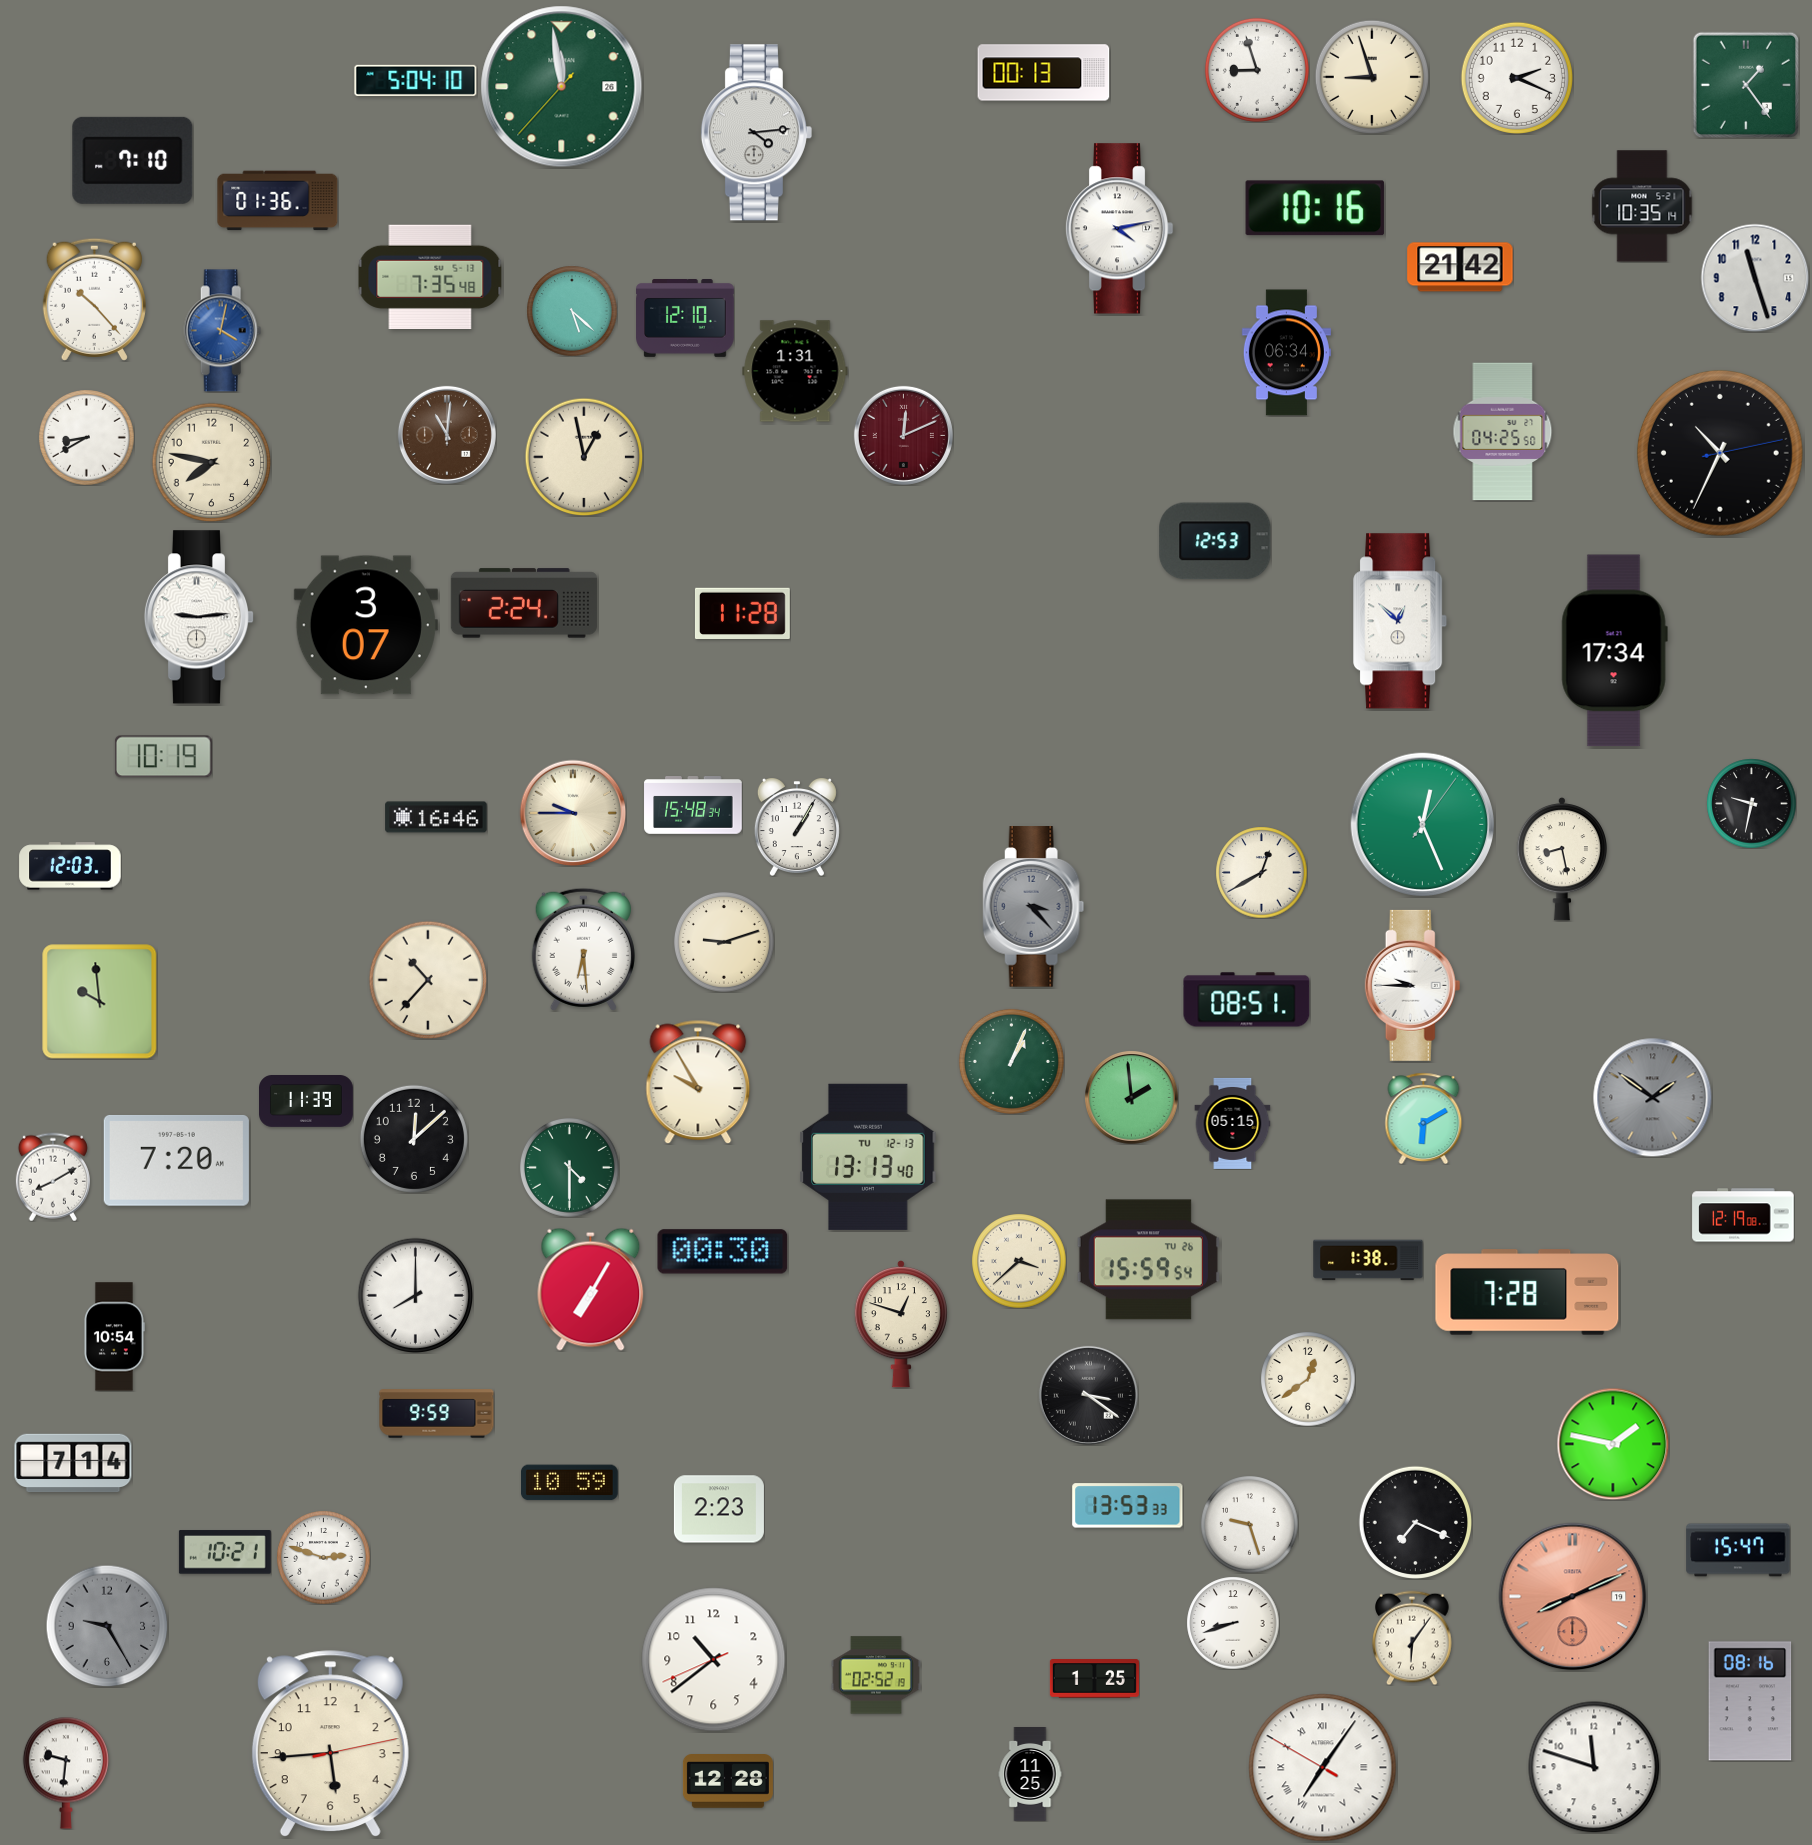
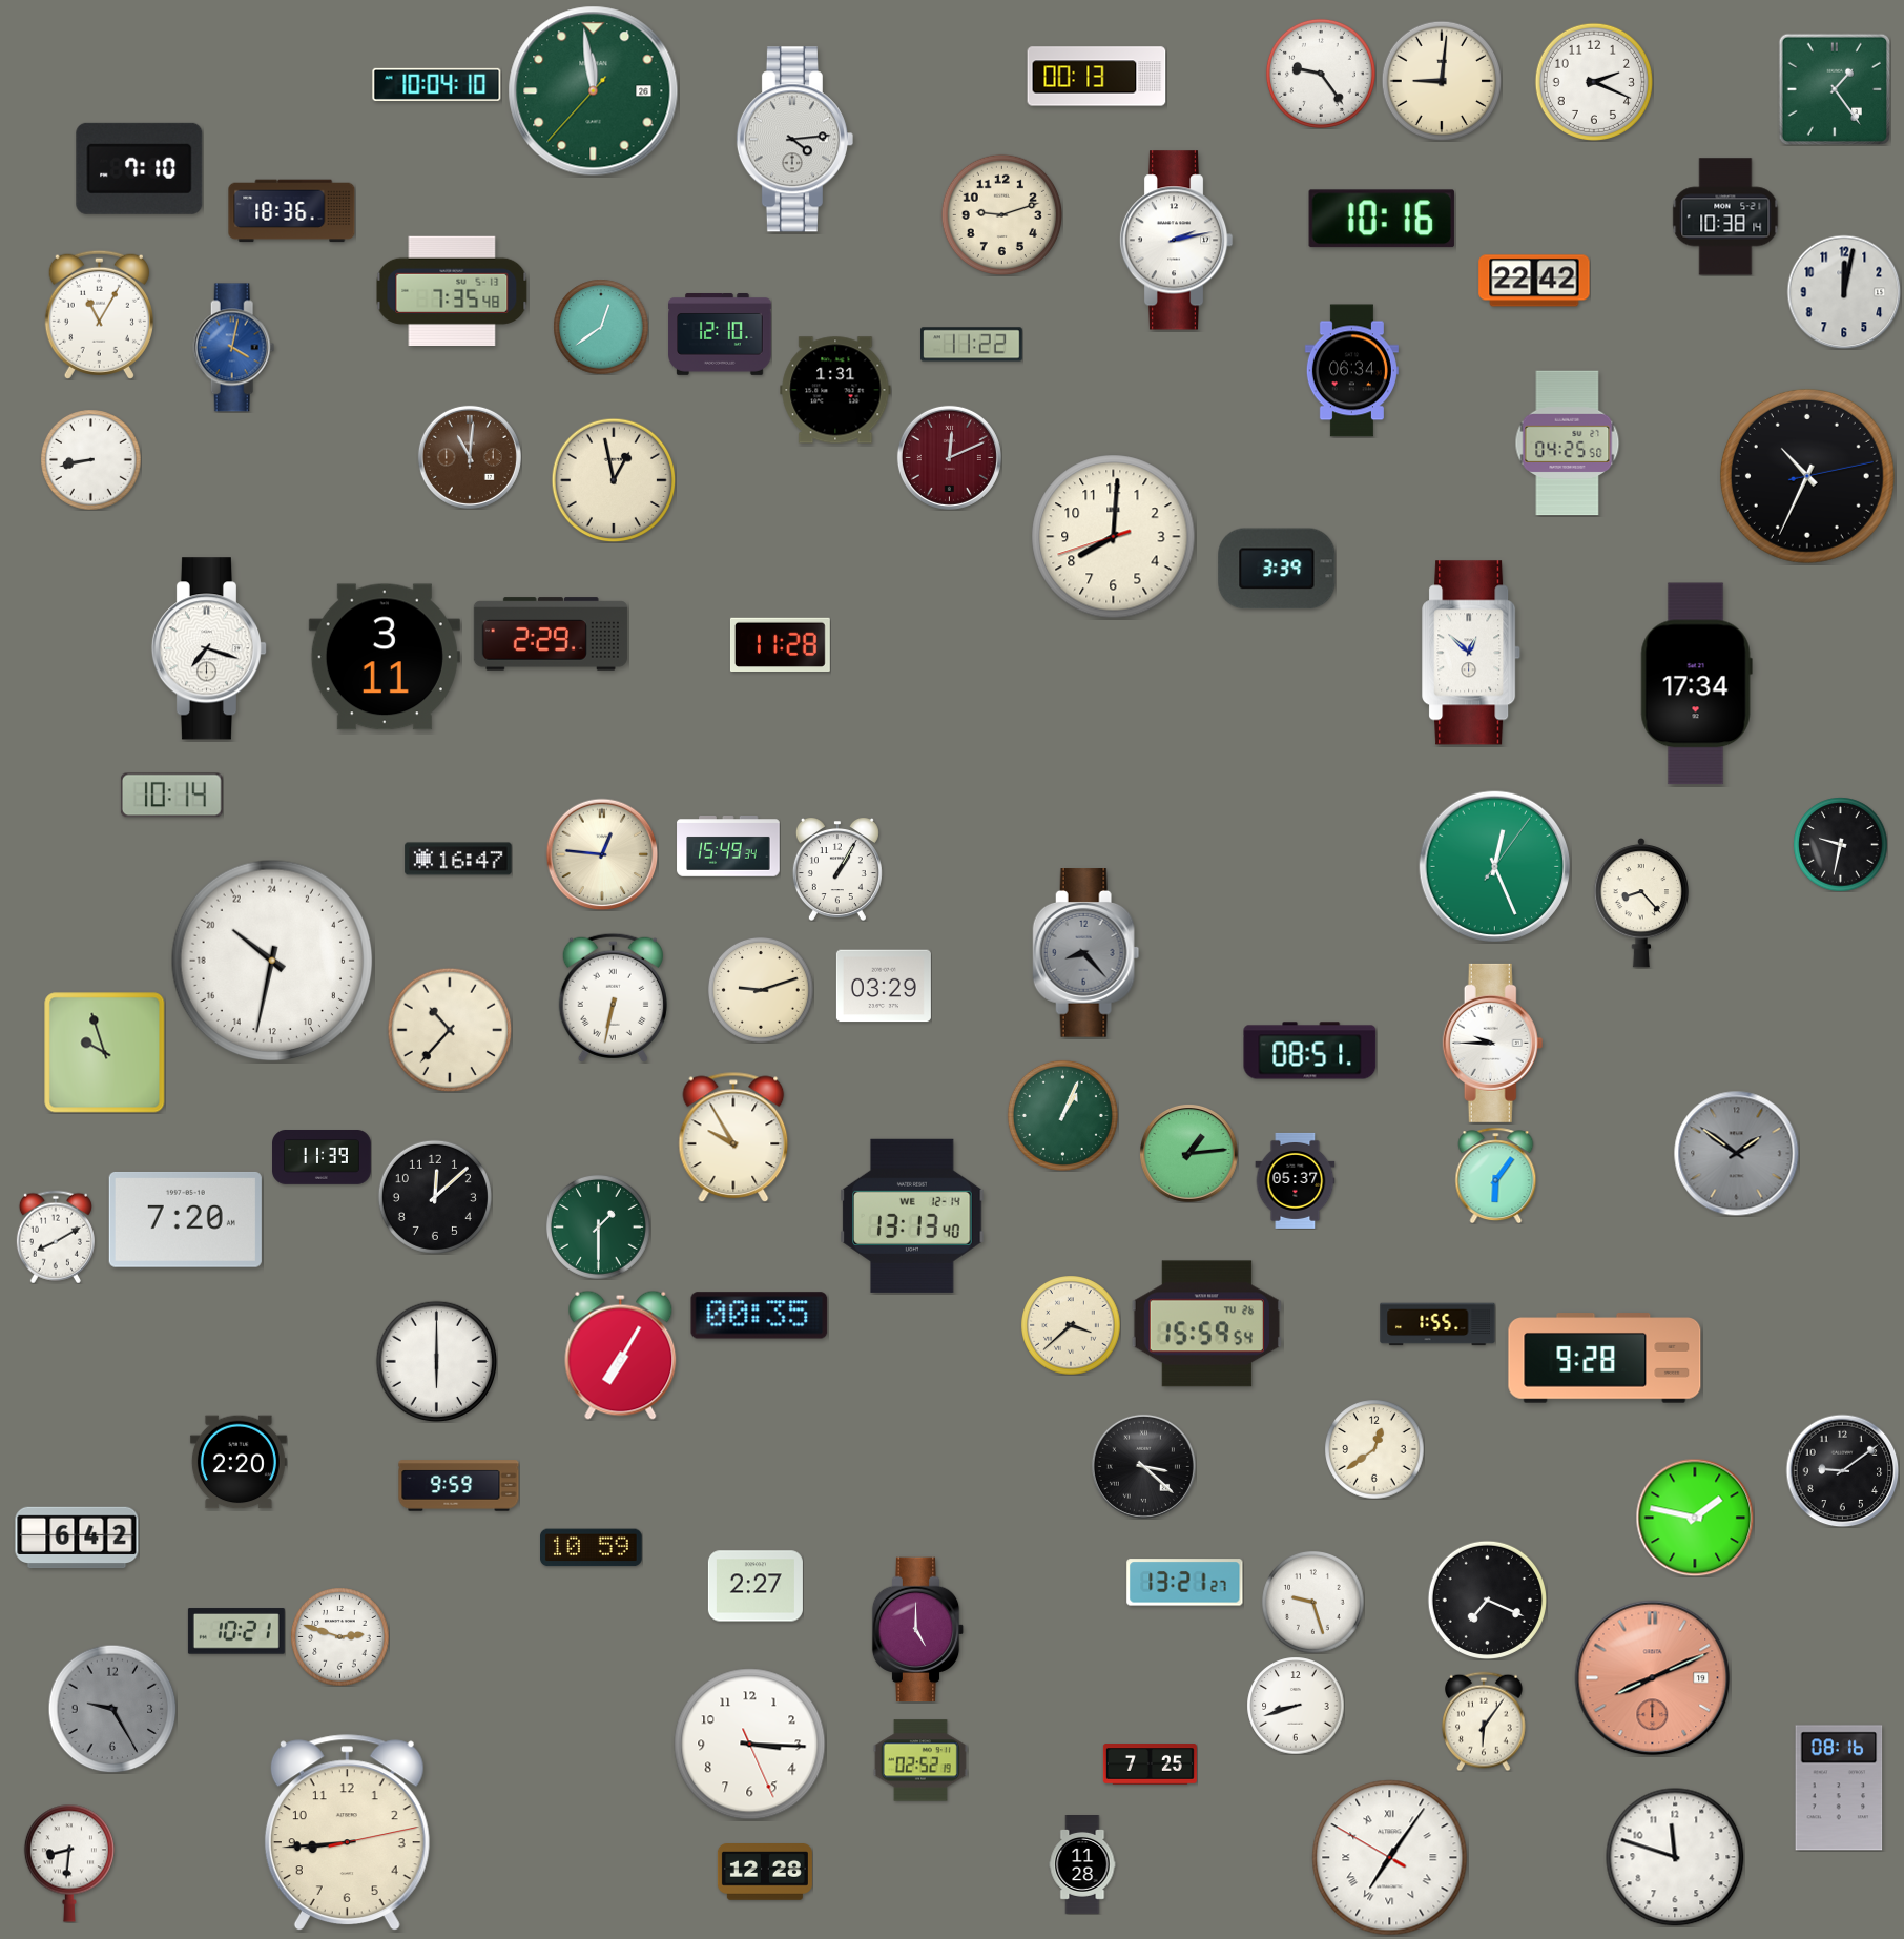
clock at (1257, 70): 8:57 -> 9:24
clock at (1371, 76): 8:57 -> 9:01
clock at (416, 80): 5:04 -> 10:04
clock at (562, 87) position: (562, 87) -> (594, 91)
clock at (278, 201): 01:36 -> 18:36
clock at (1001, 214): none -> 9:12
clock at (1642, 206): 10:35 -> 10:38
clock at (1119, 229): 4:13 -> 2:13
clock at (1460, 267): 21:42 -> 22:42
clock at (1755, 278): 11:27 -> 12:02
clock at (94, 299): 10:23 -> 11:05
clock at (572, 311): 5:22 -> 12:39
clock at (972, 345): none -> 11:22
clock at (1503, 432) position: (1503, 432) -> (1568, 444)
clock at (86, 437): 8:40 -> 8:43
clock at (211, 462): 7:47 -> none
clock at (1114, 537): none -> 8:00
clock at (1215, 541): 12:53 -> 3:39
clock at (524, 603): 2:24 -> 2:29
clock at (199, 617): 9:14 -> 7:18
clock at (366, 625): 3:07 -> 3:11
clock at (163, 757): 10:19 -> 10:14
clock at (693, 806): 15:48 -> 15:49
clock at (573, 813): 9:45 -> 12:46
clock at (436, 817): 16:46 -> 16:47
clock at (1561, 859): 8:28 -> 8:23
clock at (70, 866): 12:03 -> none
clock at (1261, 872): 12:40 -> none
clock at (1034, 907): 3:23 -> 8:23
clock at (272, 961): none -> 20:32
clock at (884, 986): none -> 03:29
clock at (583, 949): 6:29 -> 6:32
clock at (1413, 985) position: (1413, 985) -> (1493, 1043)
clock at (100, 1002): 9:59 -> 9:57
clock at (1132, 1098): 1:59 -> 1:14
clock at (1424, 1118): 6:10 -> 6:06
clock at (1233, 1123): 05:15 -> 05:37
clock at (868, 1157) date: TU 12-13 -> WE 12-14
clock at (569, 1167): 4:30 -> 1:30
clock at (1743, 1215): 12:19 -> none
clock at (723, 1252): 00:30 -> 00:35
clock at (1368, 1260): 1:38 -> 1:55
clock at (1527, 1292): 7:28 -> 9:28
clock at (415, 1295): 8:00 -> 6:00
clock at (901, 1325): 12:48 -> none
clock at (114, 1337): 10:54 -> none
clock at (239, 1462): none -> 2:20
clock at (1088, 1395): 3:21 -> 3:22
clock at (1842, 1470): none -> 9:09
clock at (73, 1463): 7:14 -> 6:42
clock at (570, 1483) position: (570, 1483) -> (592, 1548)
clock at (1128, 1506): 13:53 -> 13:21
clock at (719, 1509): 2:23 -> 2:27
clock at (1738, 1550): 15:47 -> none
clock at (918, 1630): none -> 5:00
clock at (714, 1660): 10:38 -> 3:15
clock at (1094, 1679): 1:25 -> 7:25
clock at (330, 1743): 5:44 -> 8:44
clock at (66, 1773): 9:31 -> 8:31
clock at (1030, 1775): 11:25 -> 11:28
